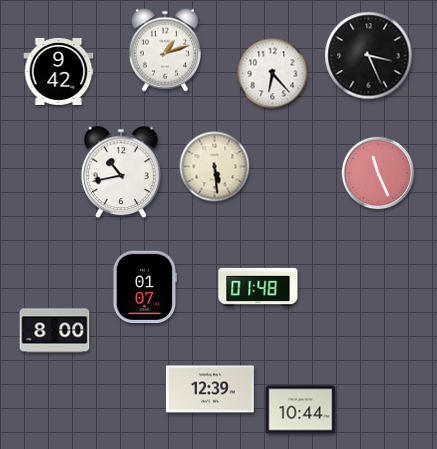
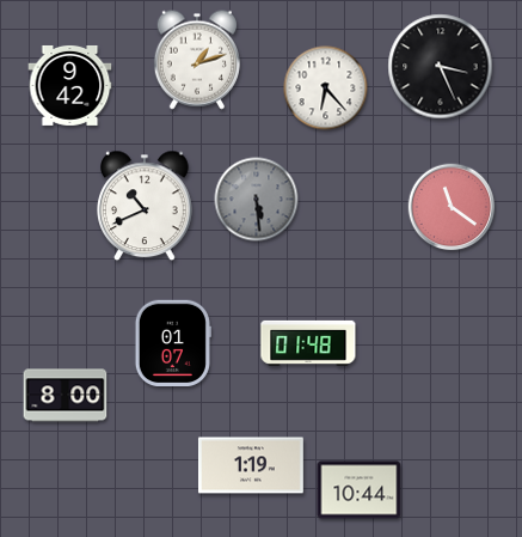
clock at (215, 167) dial: cream -> grey
clock at (122, 172): 10:43 -> 10:41
clock at (378, 173): 11:26 -> 11:21
clock at (210, 389): 12:39 -> 1:19
